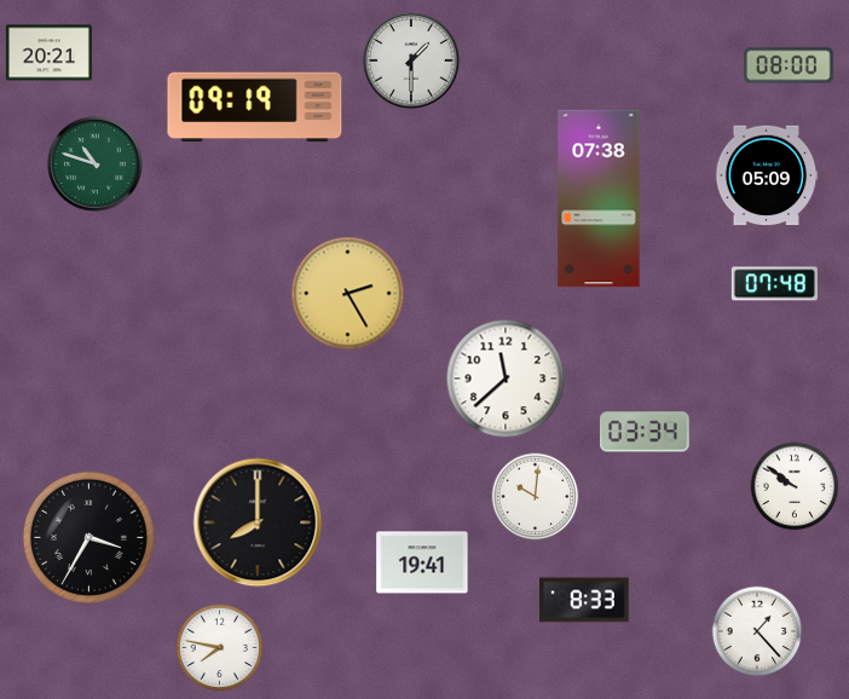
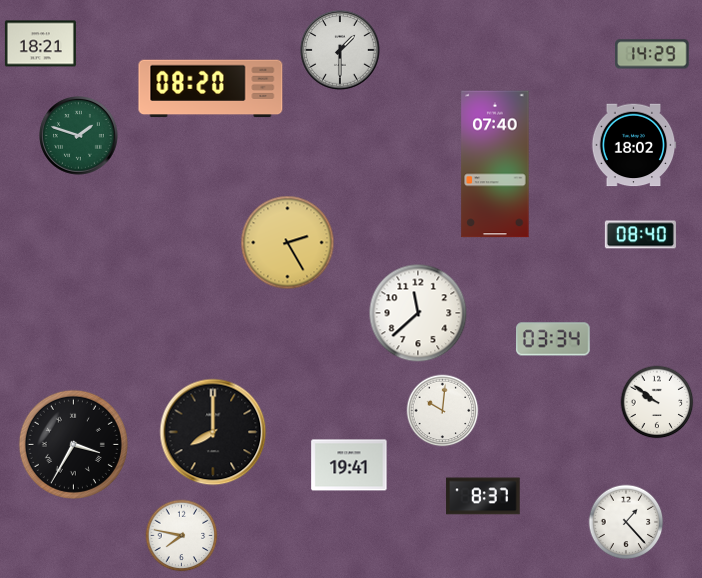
clock at (48, 53): 20:21 -> 18:21
clock at (789, 65): 08:00 -> 14:29
clock at (255, 108): 09:19 -> 08:20
clock at (96, 164): 10:48 -> 1:48
clock at (767, 175): 05:09 -> 18:02
clock at (599, 198): 07:38 -> 07:40
clock at (774, 284): 07:48 -> 08:40
clock at (646, 432) position: (646, 432) -> (554, 339)
clock at (584, 600): 8:33 -> 8:37
